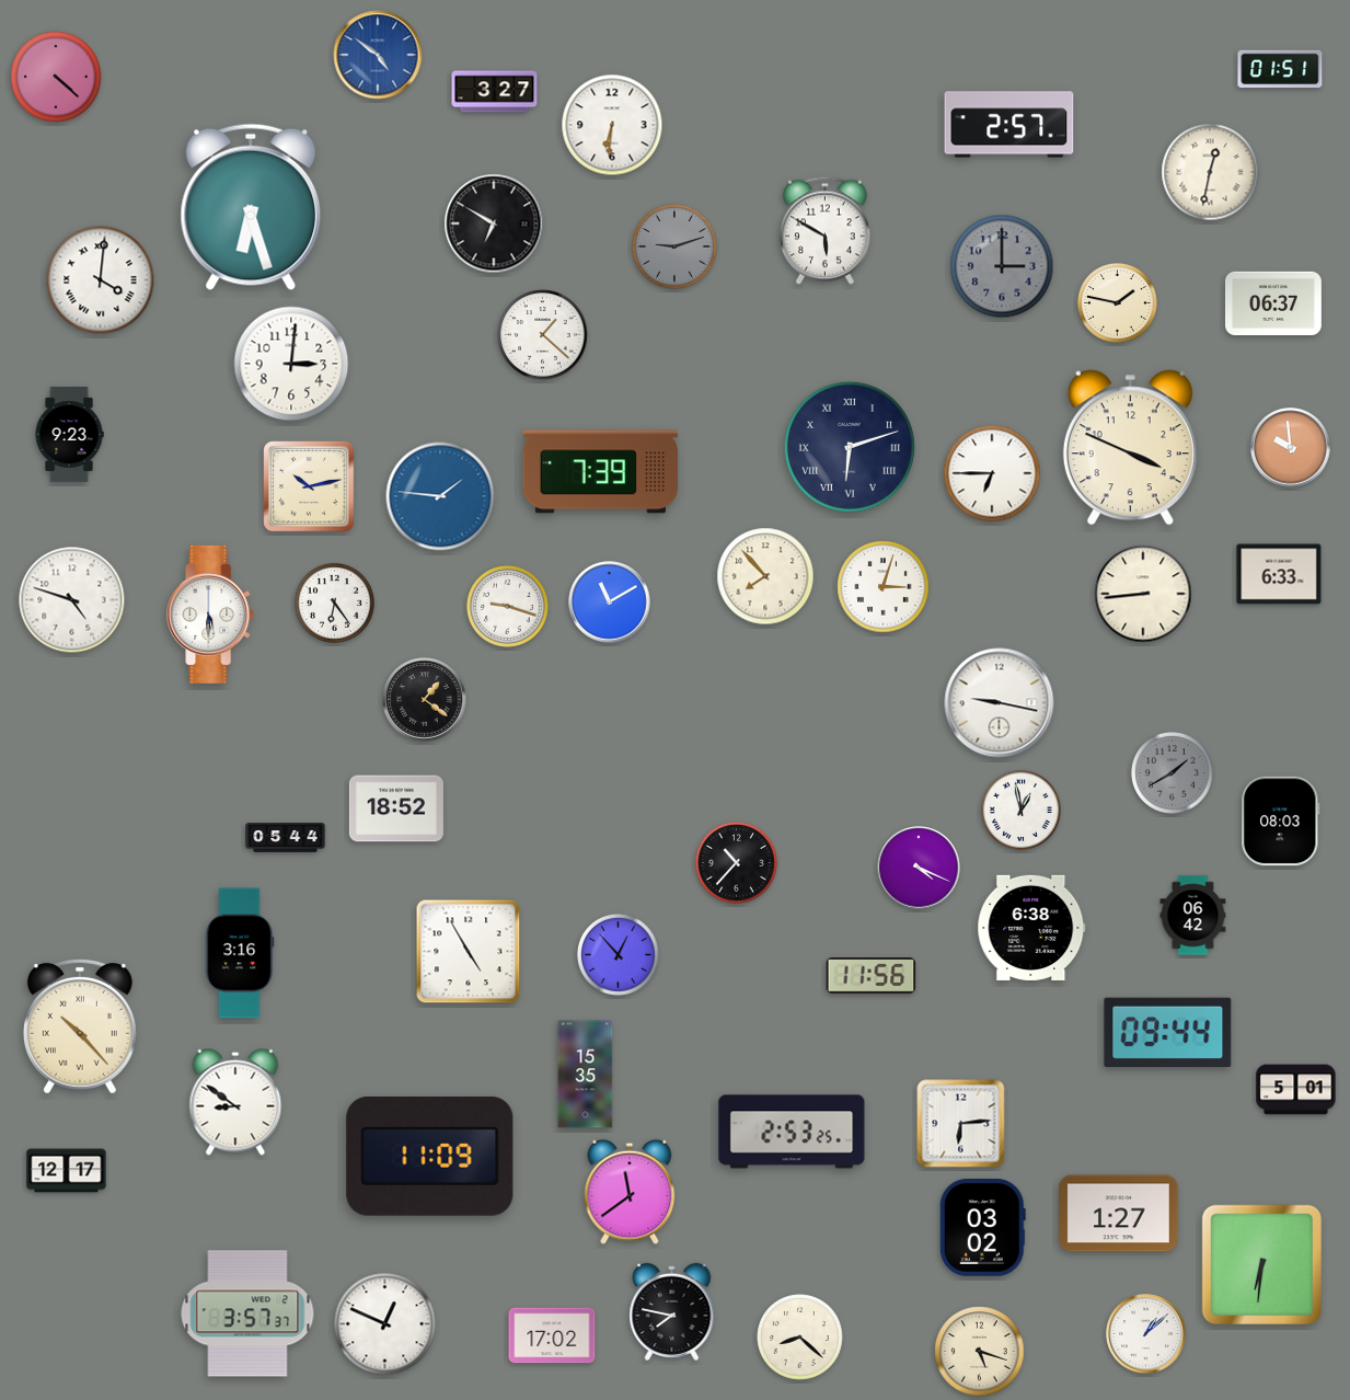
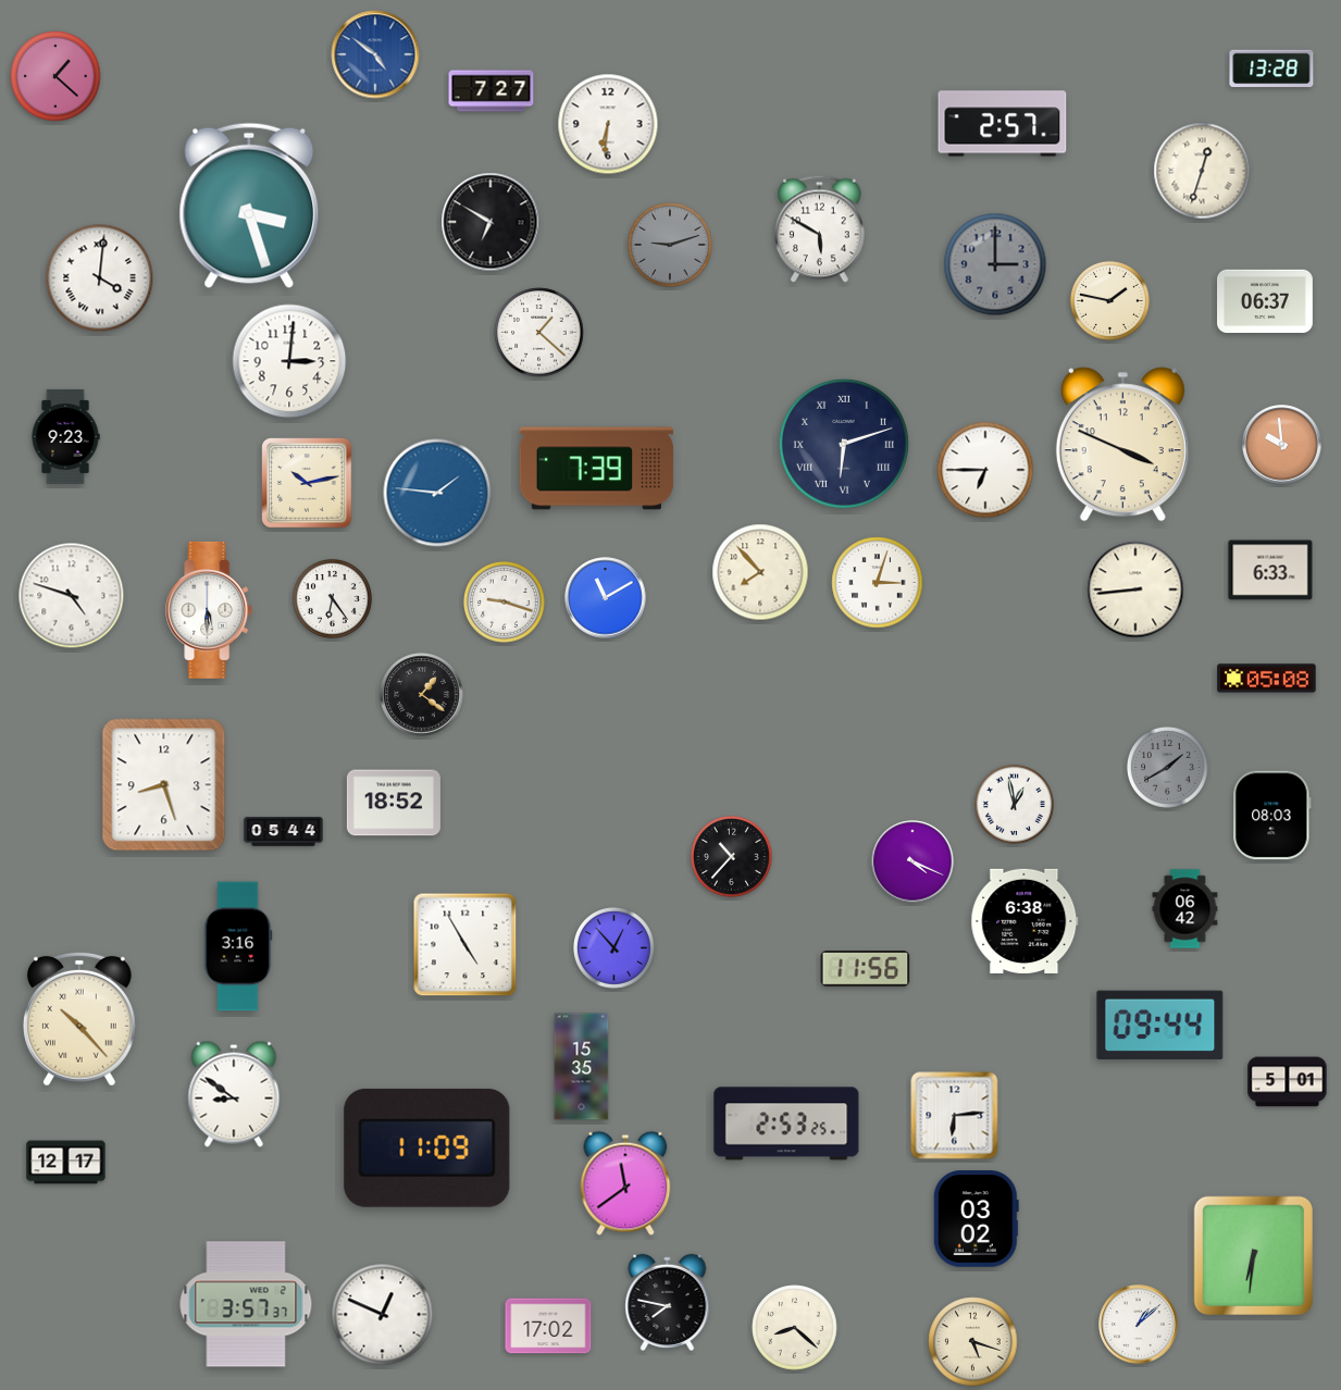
clock at (1280, 69): 01:51 -> 13:28
clock at (56, 77): 4:22 -> 1:22
clock at (495, 92): 3:27 -> 7:27
clock at (1210, 172): 12:32 -> 12:33
clock at (251, 207): 6:27 -> 3:27
clock at (69, 434) position: (69, 434) -> (65, 436)
clock at (1267, 679): none -> 05:08
clock at (1000, 703): 9:17 -> none
clock at (1172, 772) position: (1172, 772) -> (1167, 767)
clock at (164, 785): none -> 8:27
clock at (1119, 1214): 1:27 -> none
